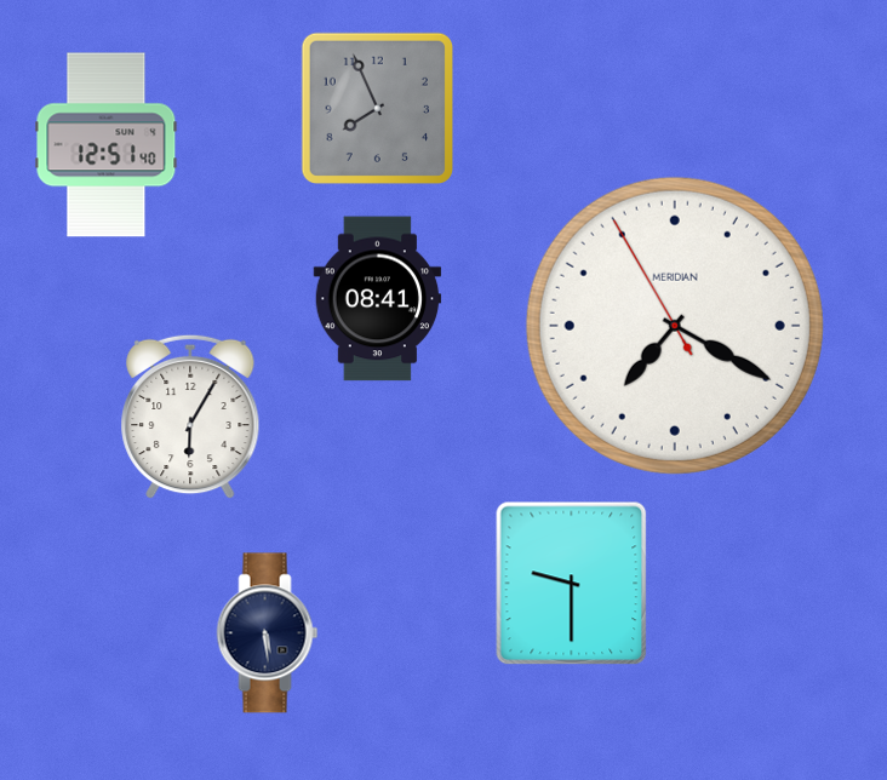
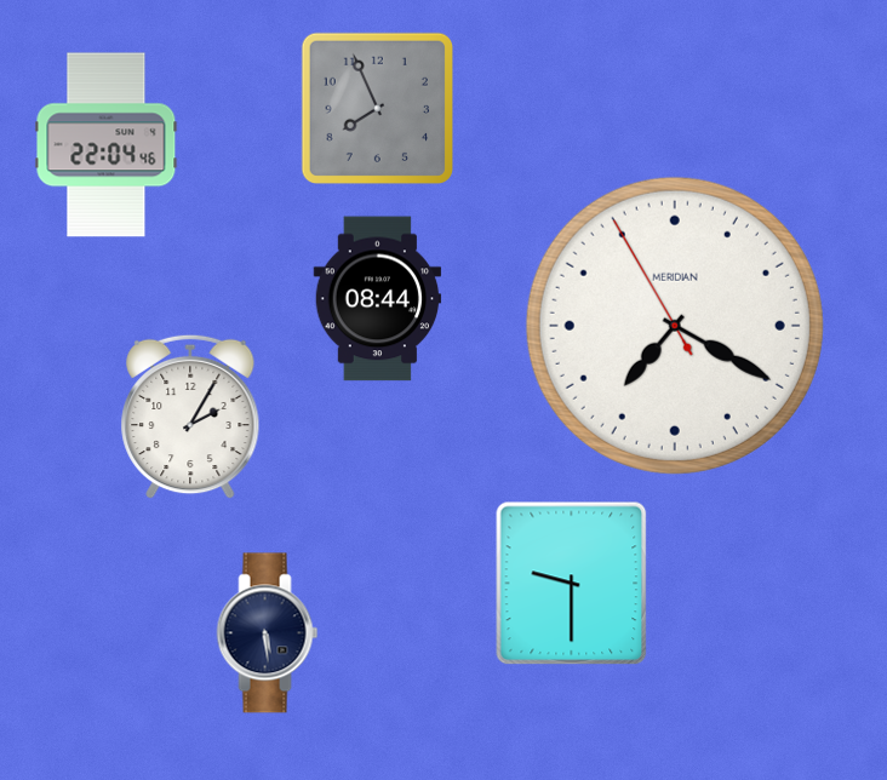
clock at (107, 145): 12:51 -> 22:04
clock at (378, 299): 08:41 -> 08:44
clock at (190, 417): 6:05 -> 2:05
